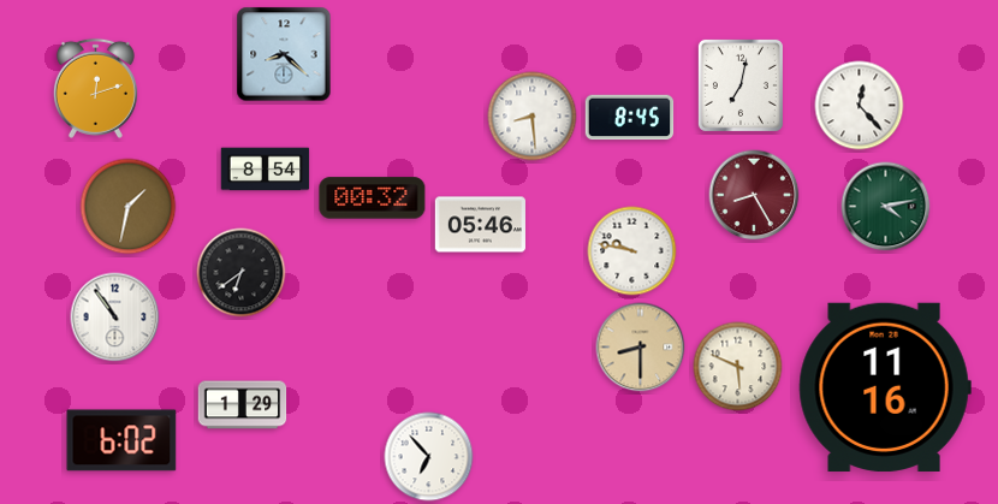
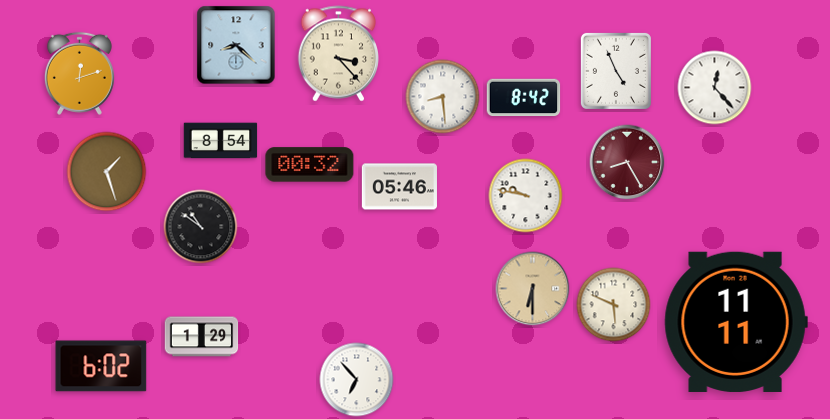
clock at (338, 54): none -> 3:23
clock at (741, 85): 7:02 -> 4:56
clock at (630, 118): 8:45 -> 8:42
clock at (129, 207): 1:32 -> 1:27
clock at (886, 207): 4:13 -> none
clock at (632, 251) position: (632, 251) -> (526, 196)
clock at (242, 273): 6:39 -> 10:51
clock at (115, 318): 10:54 -> none
clock at (641, 348): 8:30 -> 6:30
clock at (885, 387): 11:16 -> 11:11
